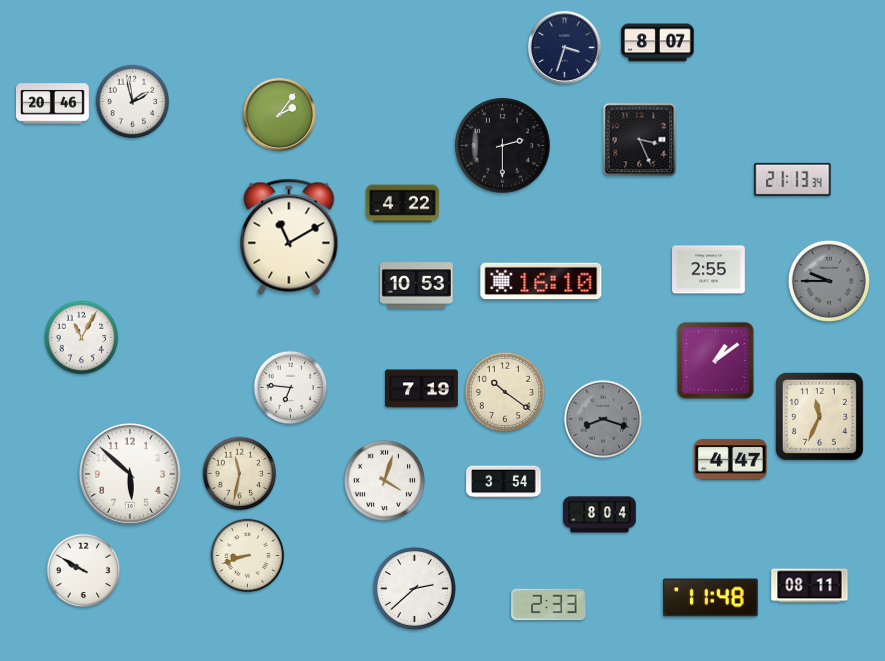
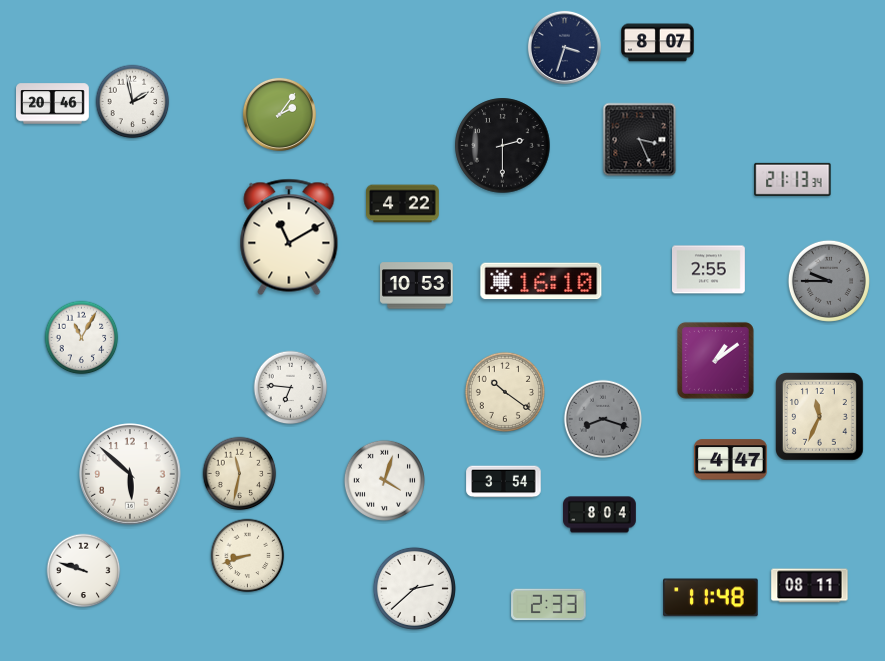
clock at (422, 389): 7:19 -> none
clock at (84, 571): 9:50 -> 9:48
